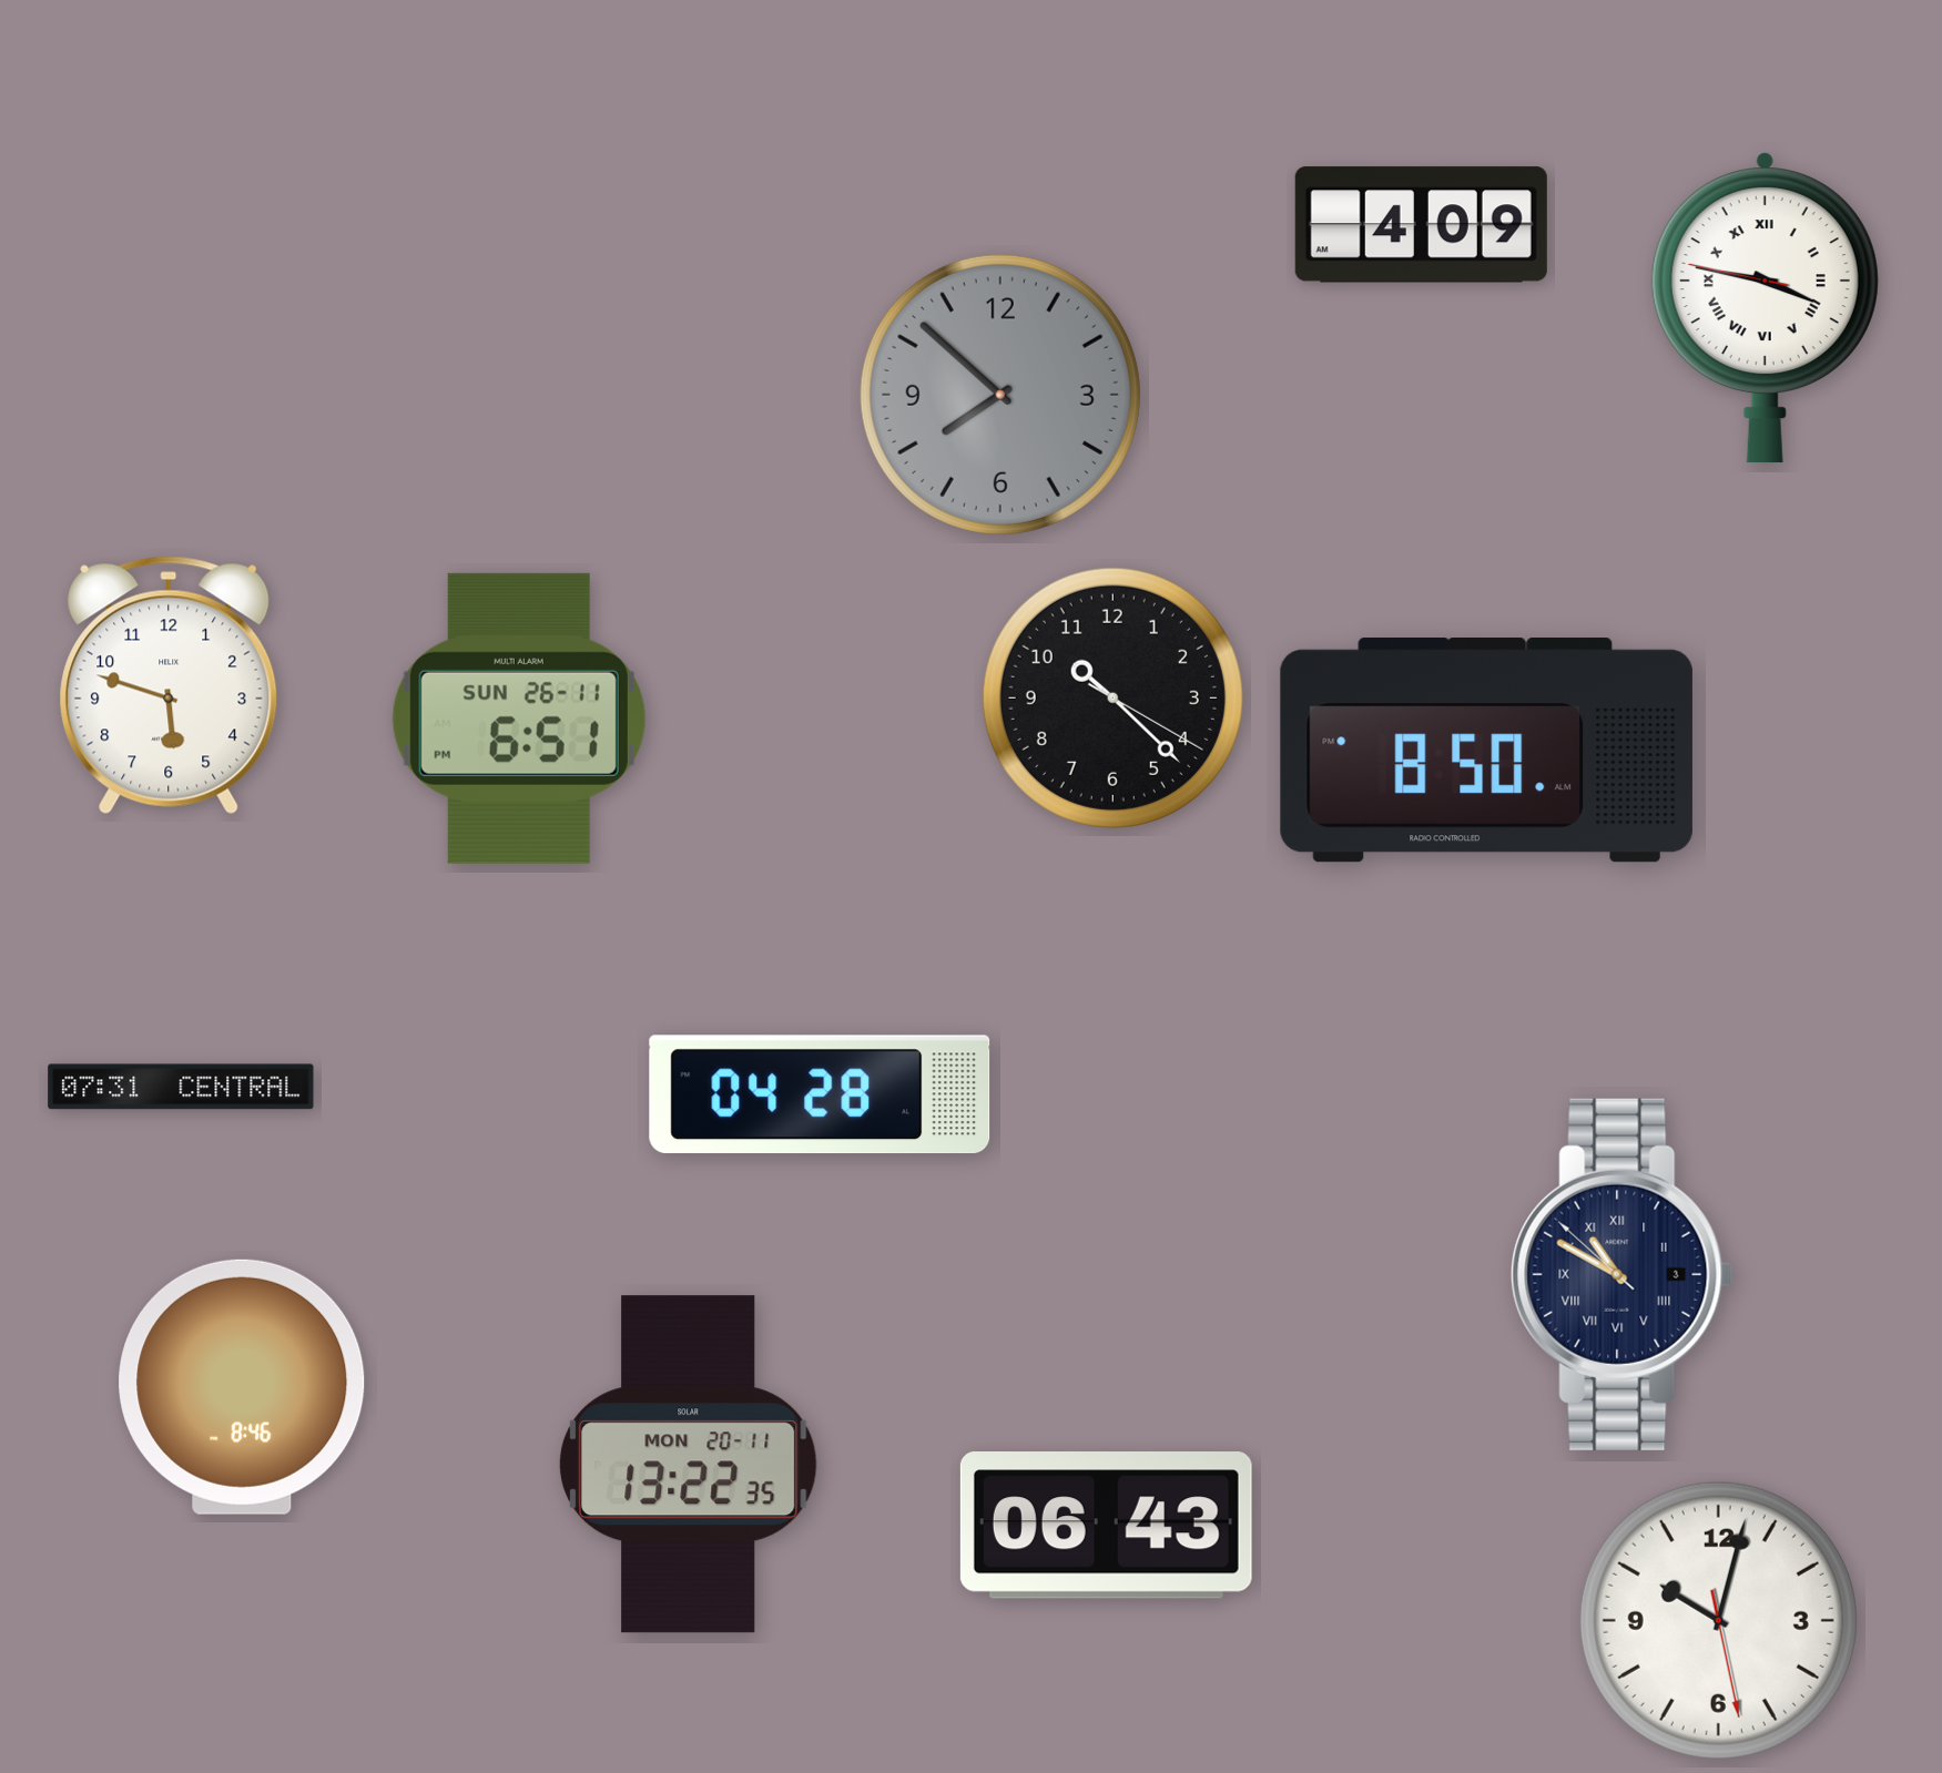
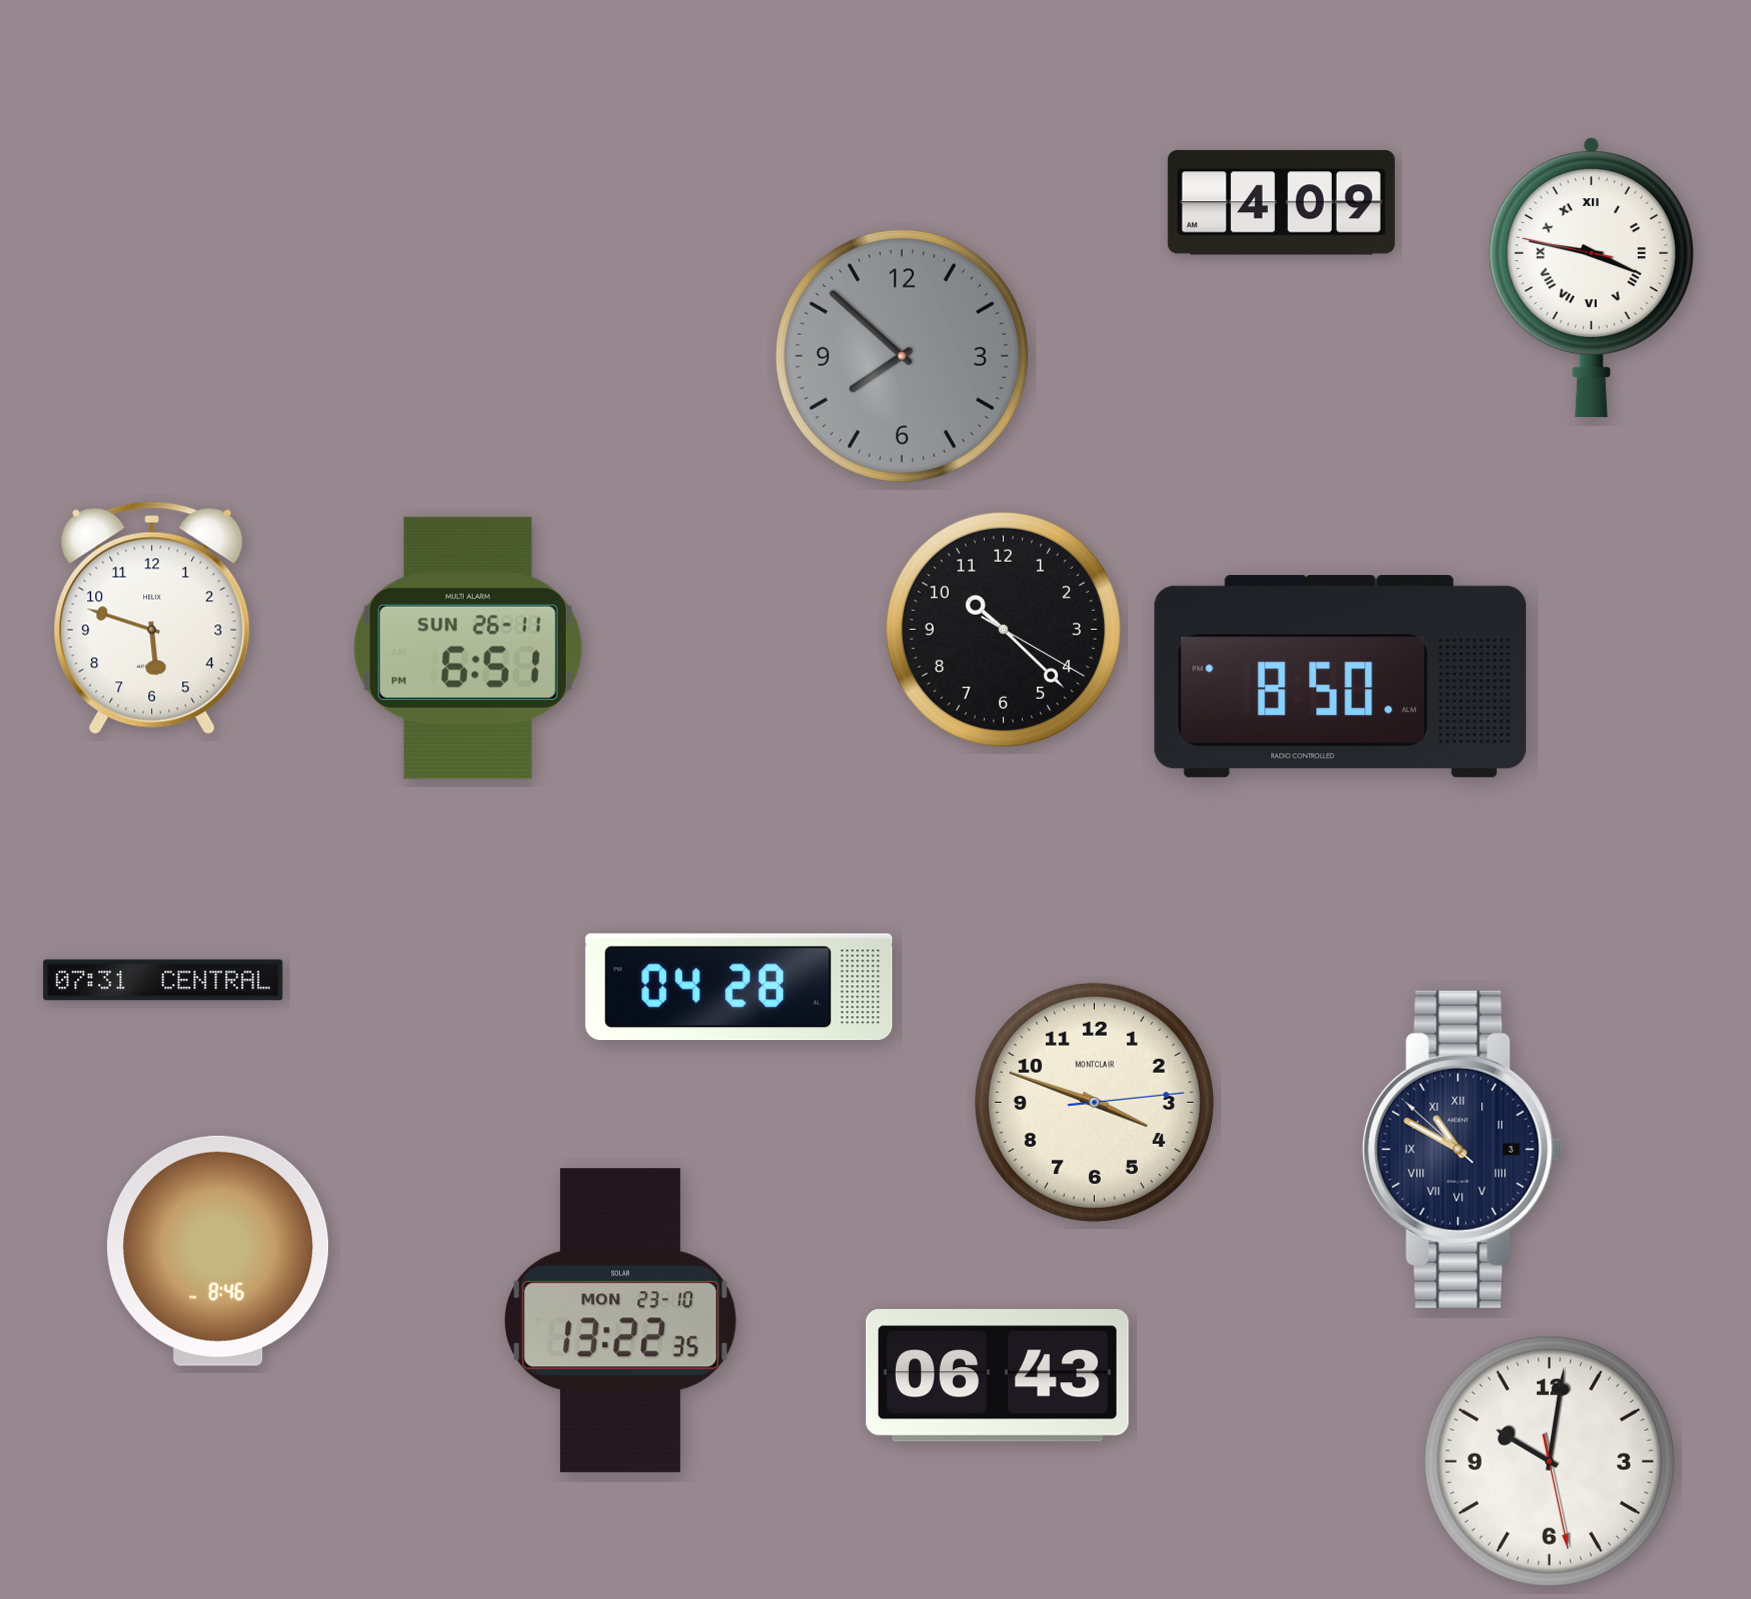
clock at (1094, 1102): none -> 3:48
clock at (689, 1465) date: MON 20-11 -> MON 23-10
clock at (1718, 1620): 10:02 -> 10:01
